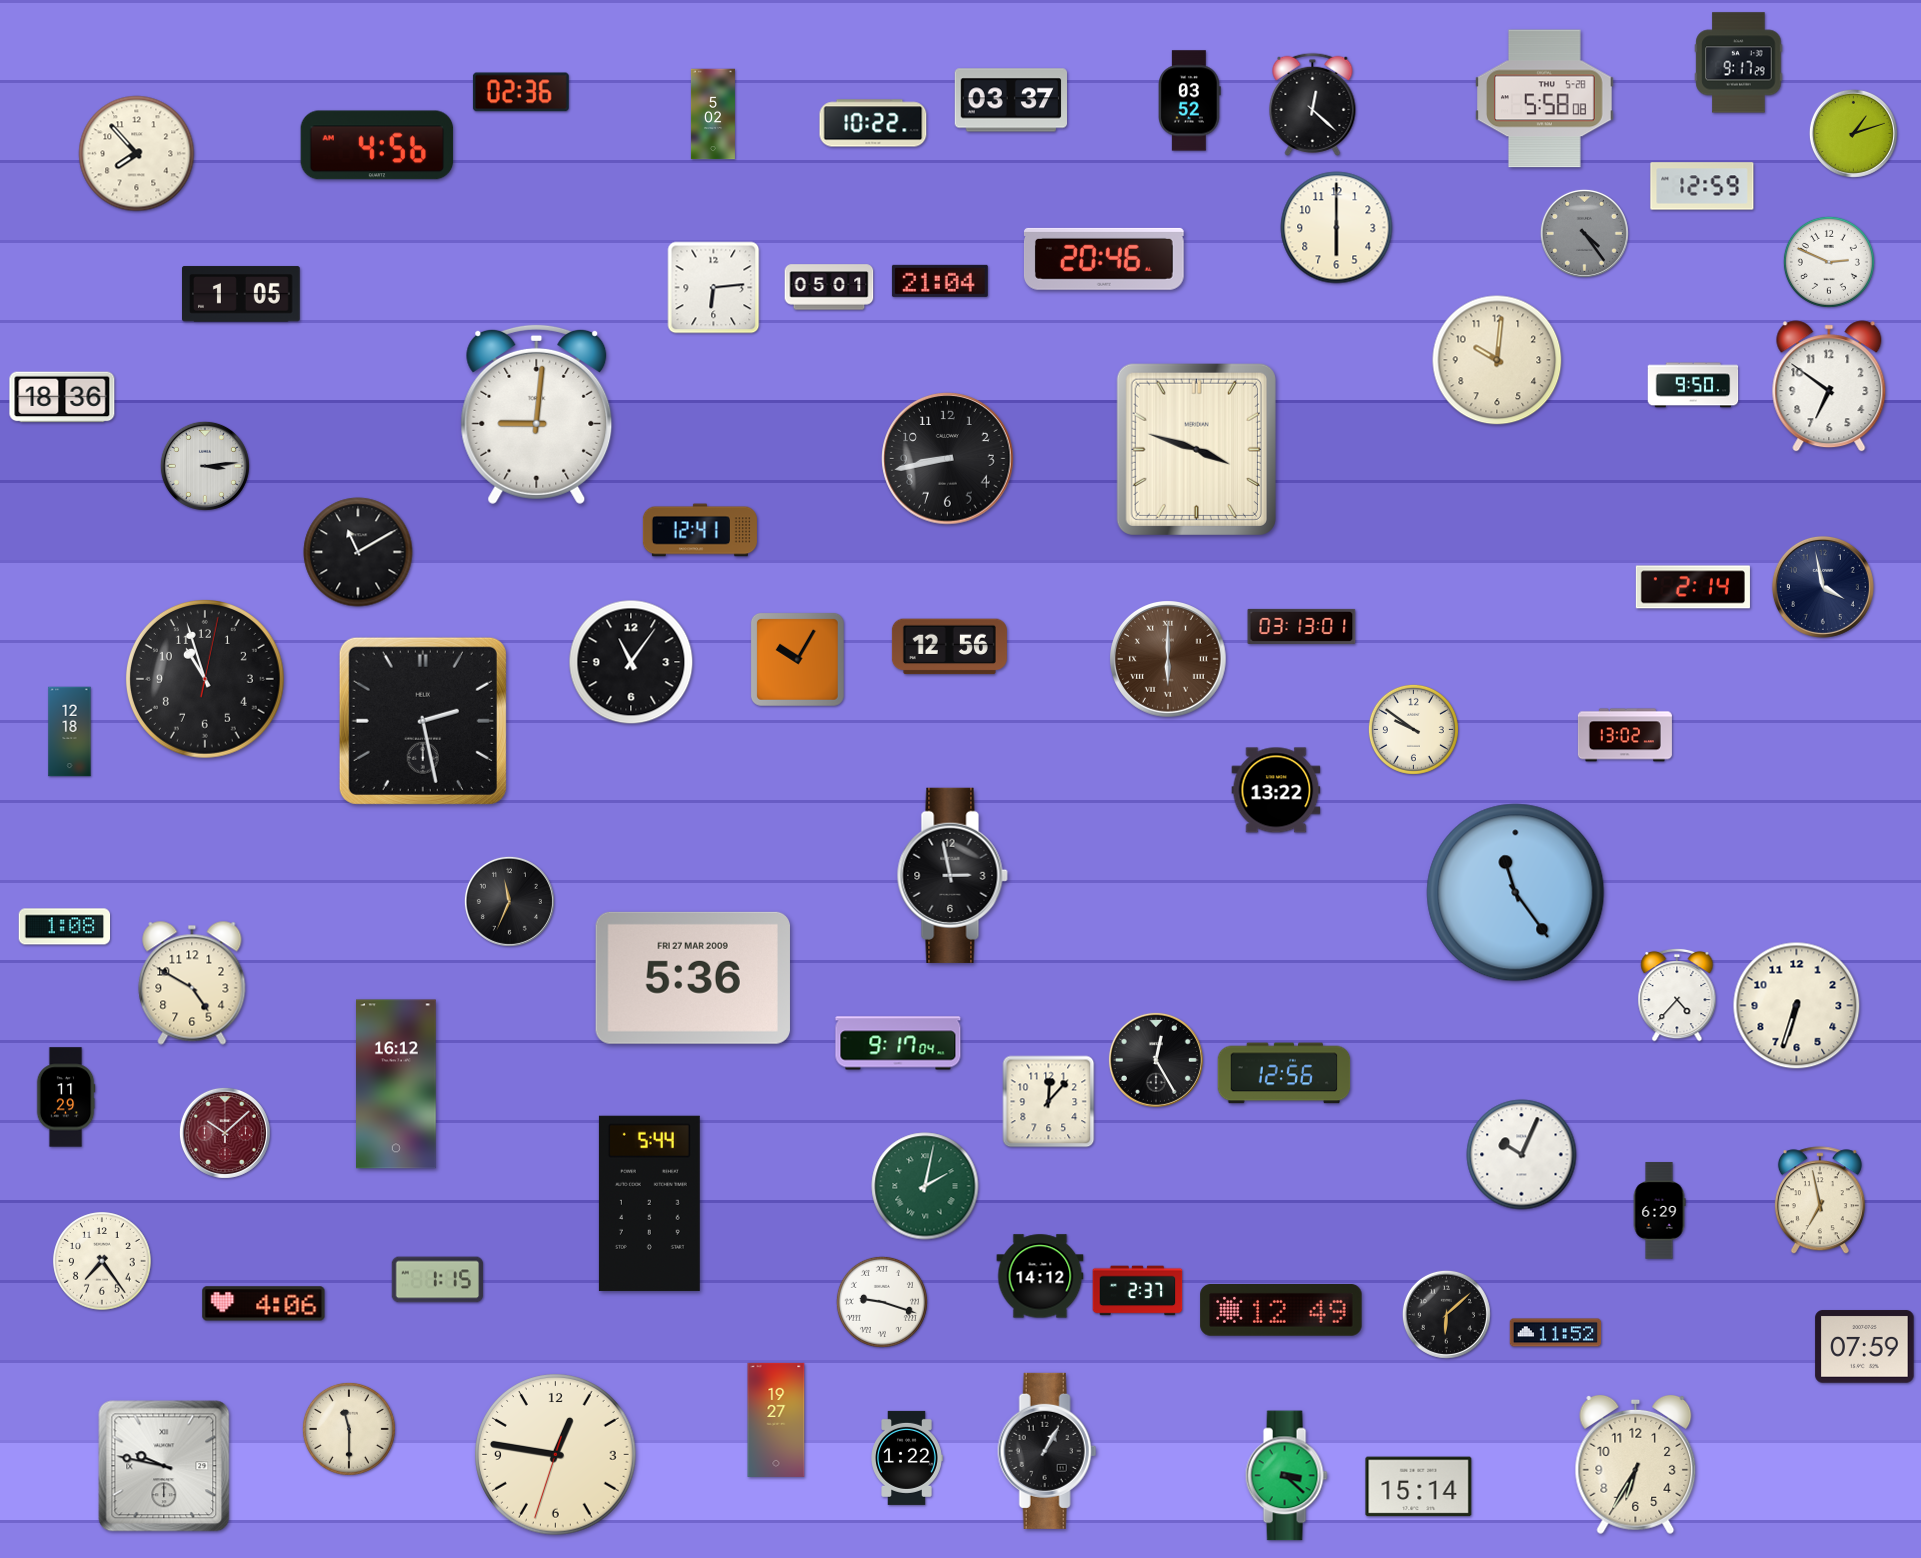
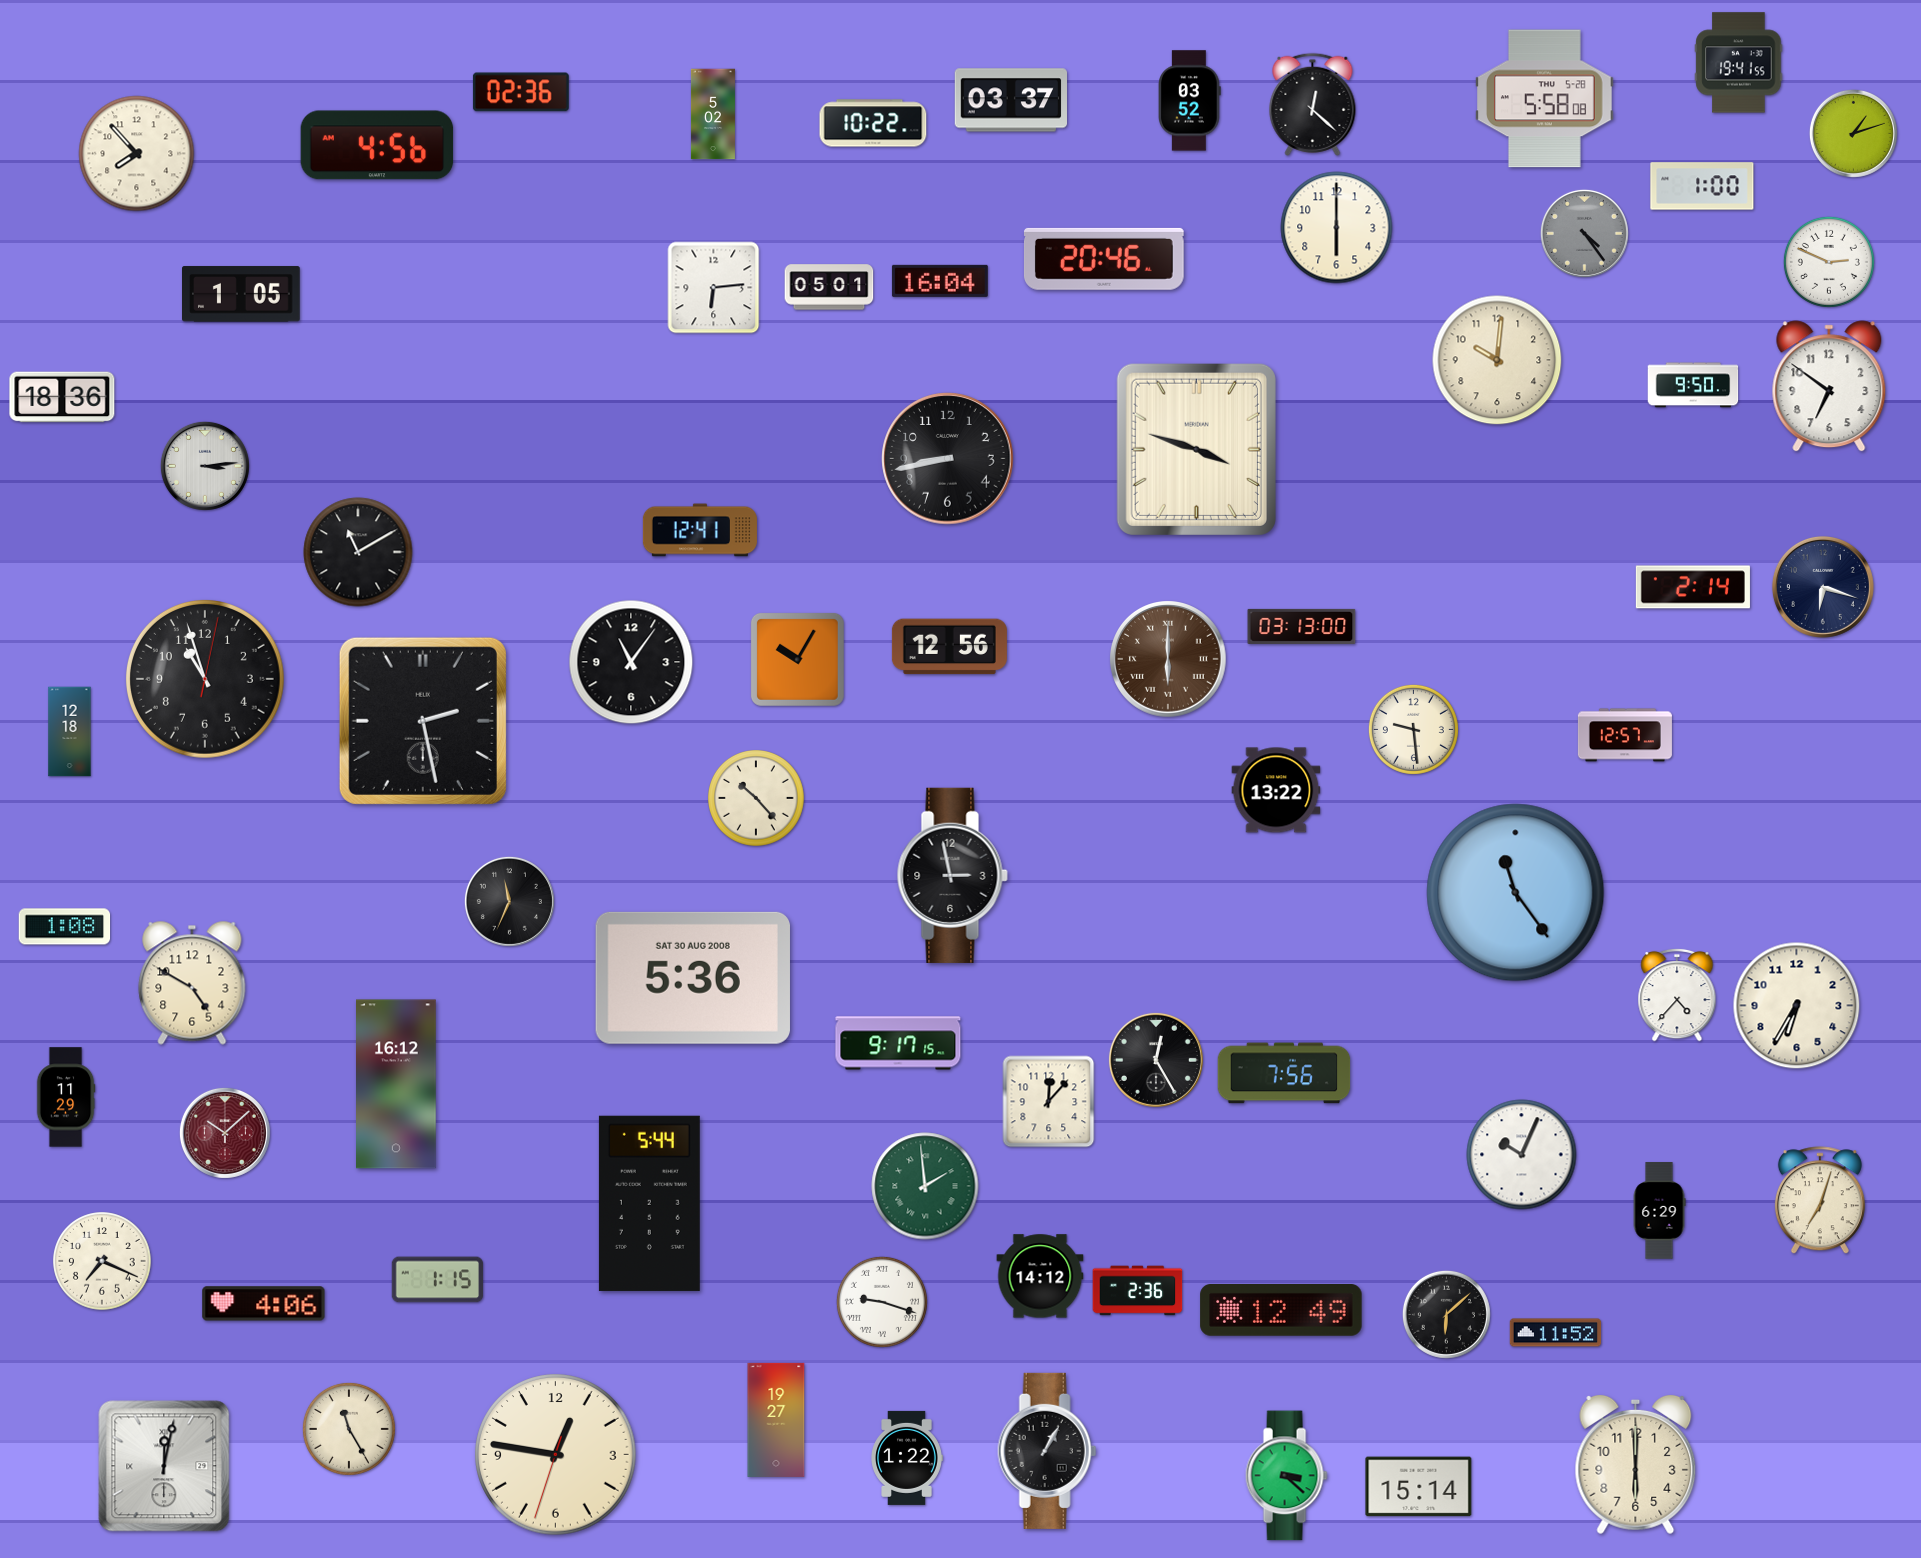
clock at (1739, 63): 9:17 -> 19:41
clock at (1702, 186): 12:59 -> 1:00
clock at (940, 281): 21:04 -> 16:04
clock at (537, 414): 9:01 -> none
clock at (1823, 587): 3:58 -> 6:18
clock at (1302, 626): 03:13:01 -> 03:13:00
clock at (1413, 729): 9:51 -> 9:29
clock at (1625, 735): 13:02 -> 12:57
clock at (757, 799): none -> 10:23
clock at (693, 978) date: FRI 27 MAR 2009 -> SAT 30 AUG 2008
clock at (1797, 1006): 6:33 -> 6:35
clock at (898, 1043): 9:17:04 -> 9:17:15
clock at (1284, 1073): 12:56 -> 7:56
clock at (925, 1186): 2:02 -> 1:59
clock at (1820, 1201): 6:58 -> 7:03
clock at (102, 1261): 7:24 -> 7:19
clock at (1138, 1291): 2:37 -> 2:36
clock at (1865, 1347): 07:59 -> none
clock at (349, 1429): 11:30 -> 11:25
clock at (1636, 1465): 6:35 -> 6:00
clock at (164, 1466): 9:47 -> 12:02
